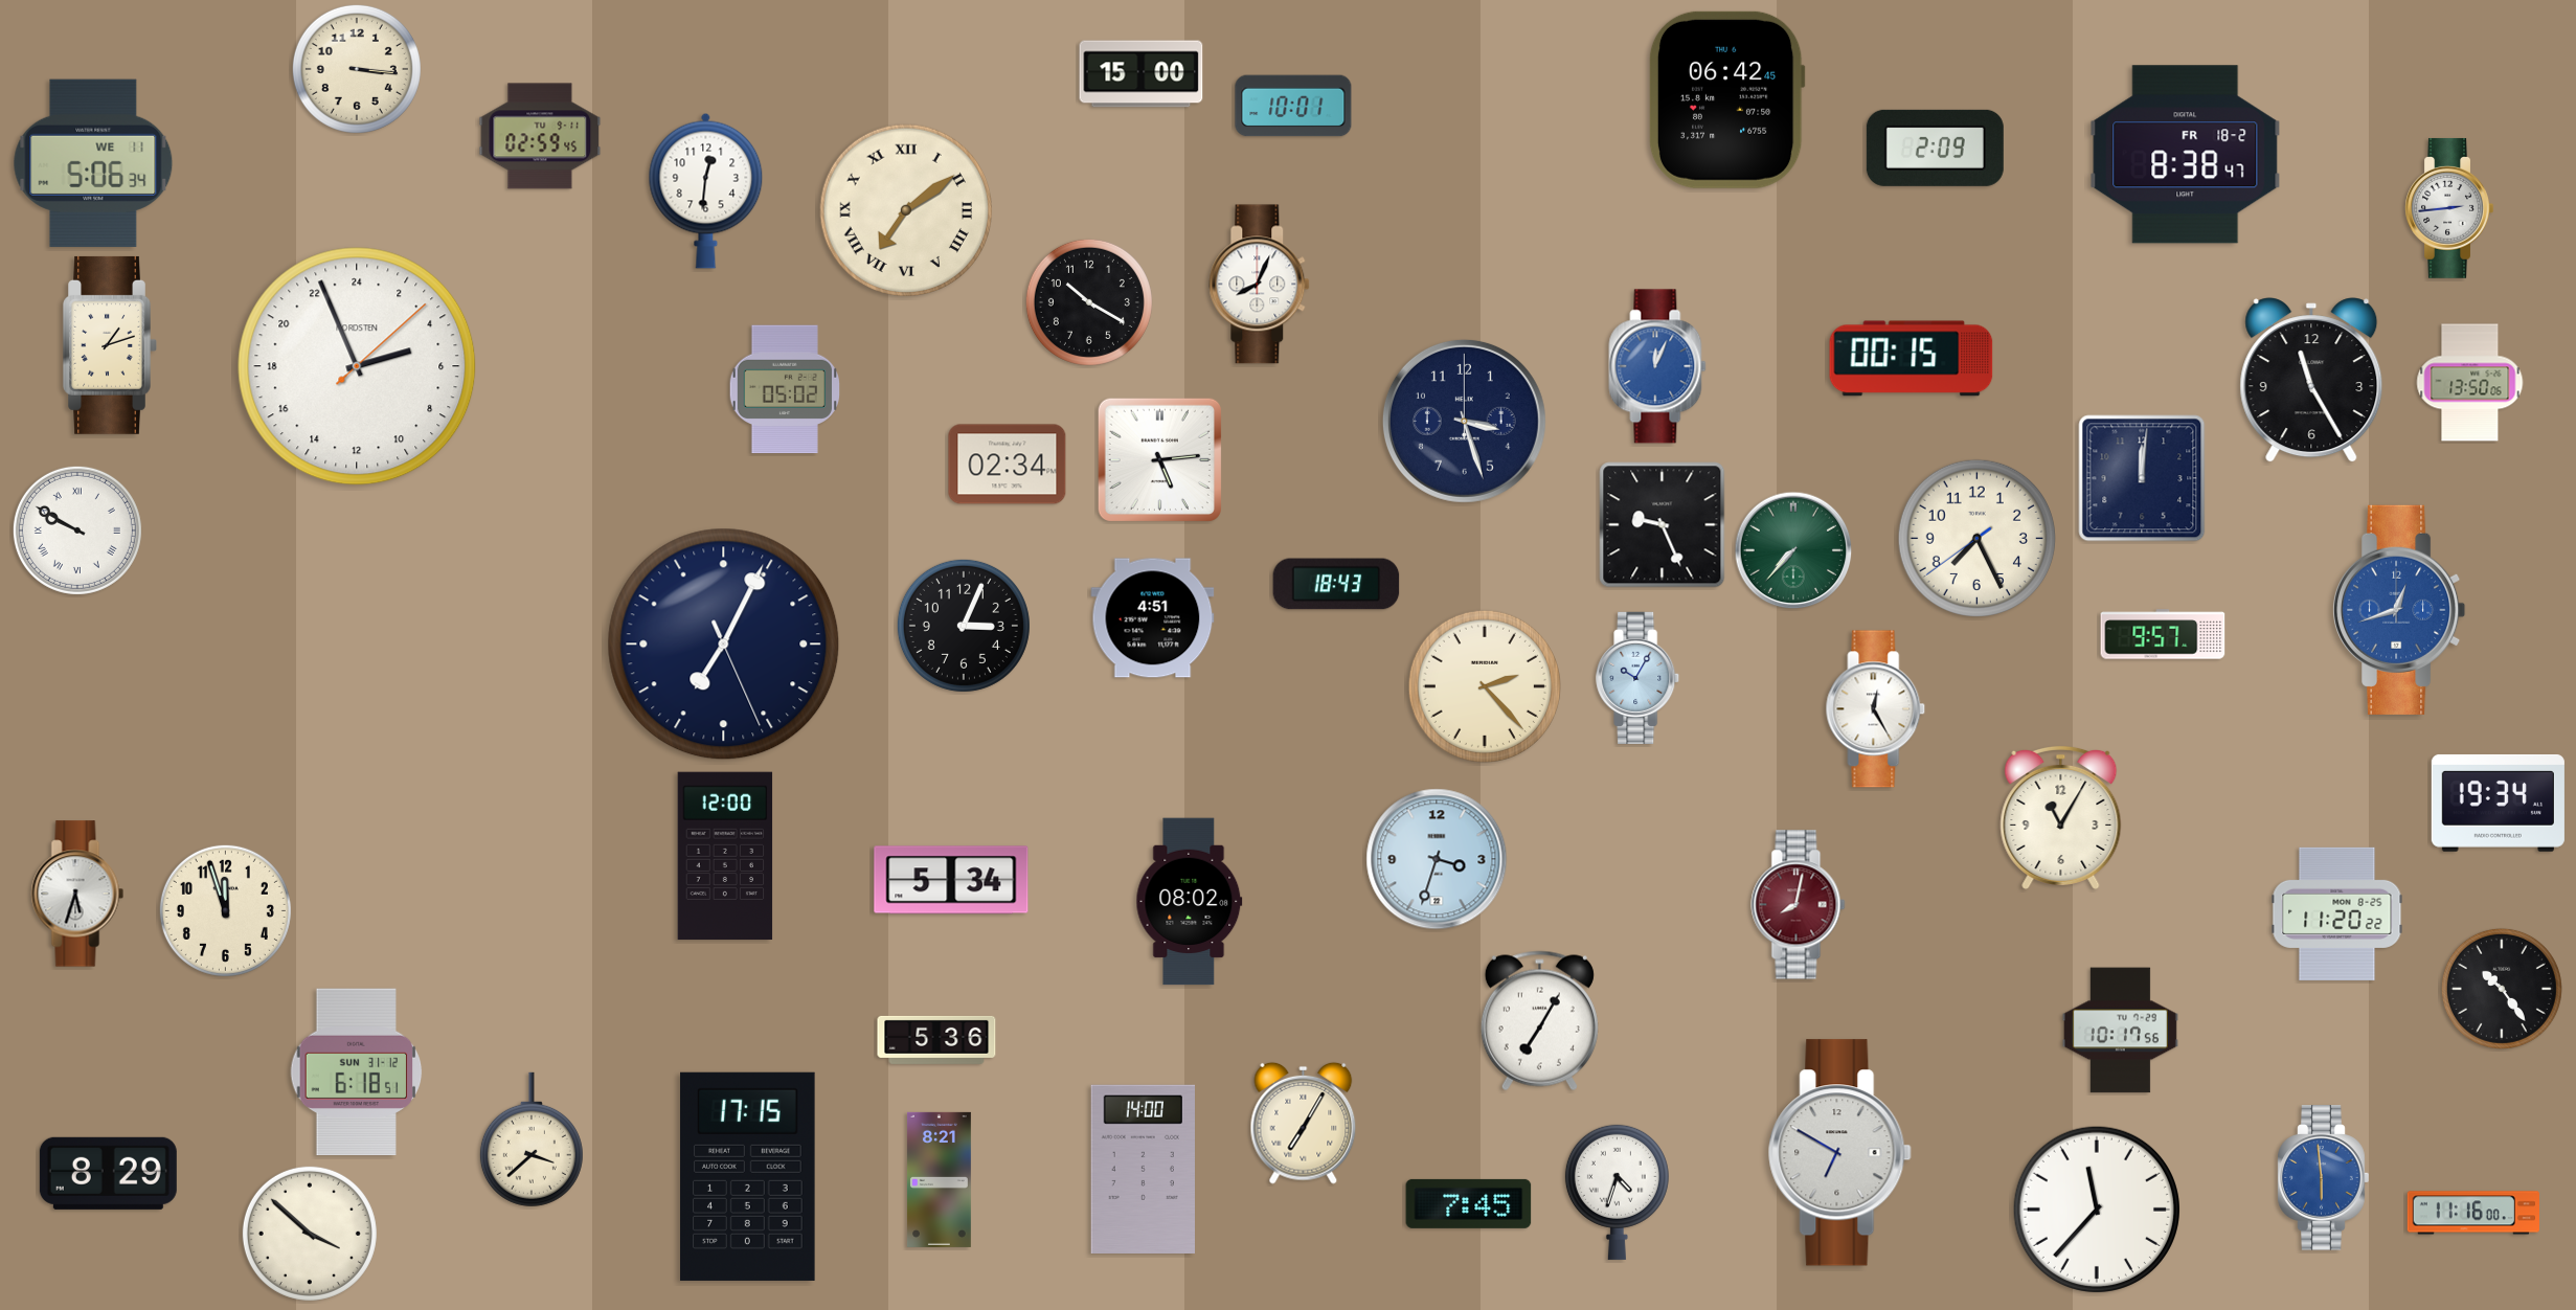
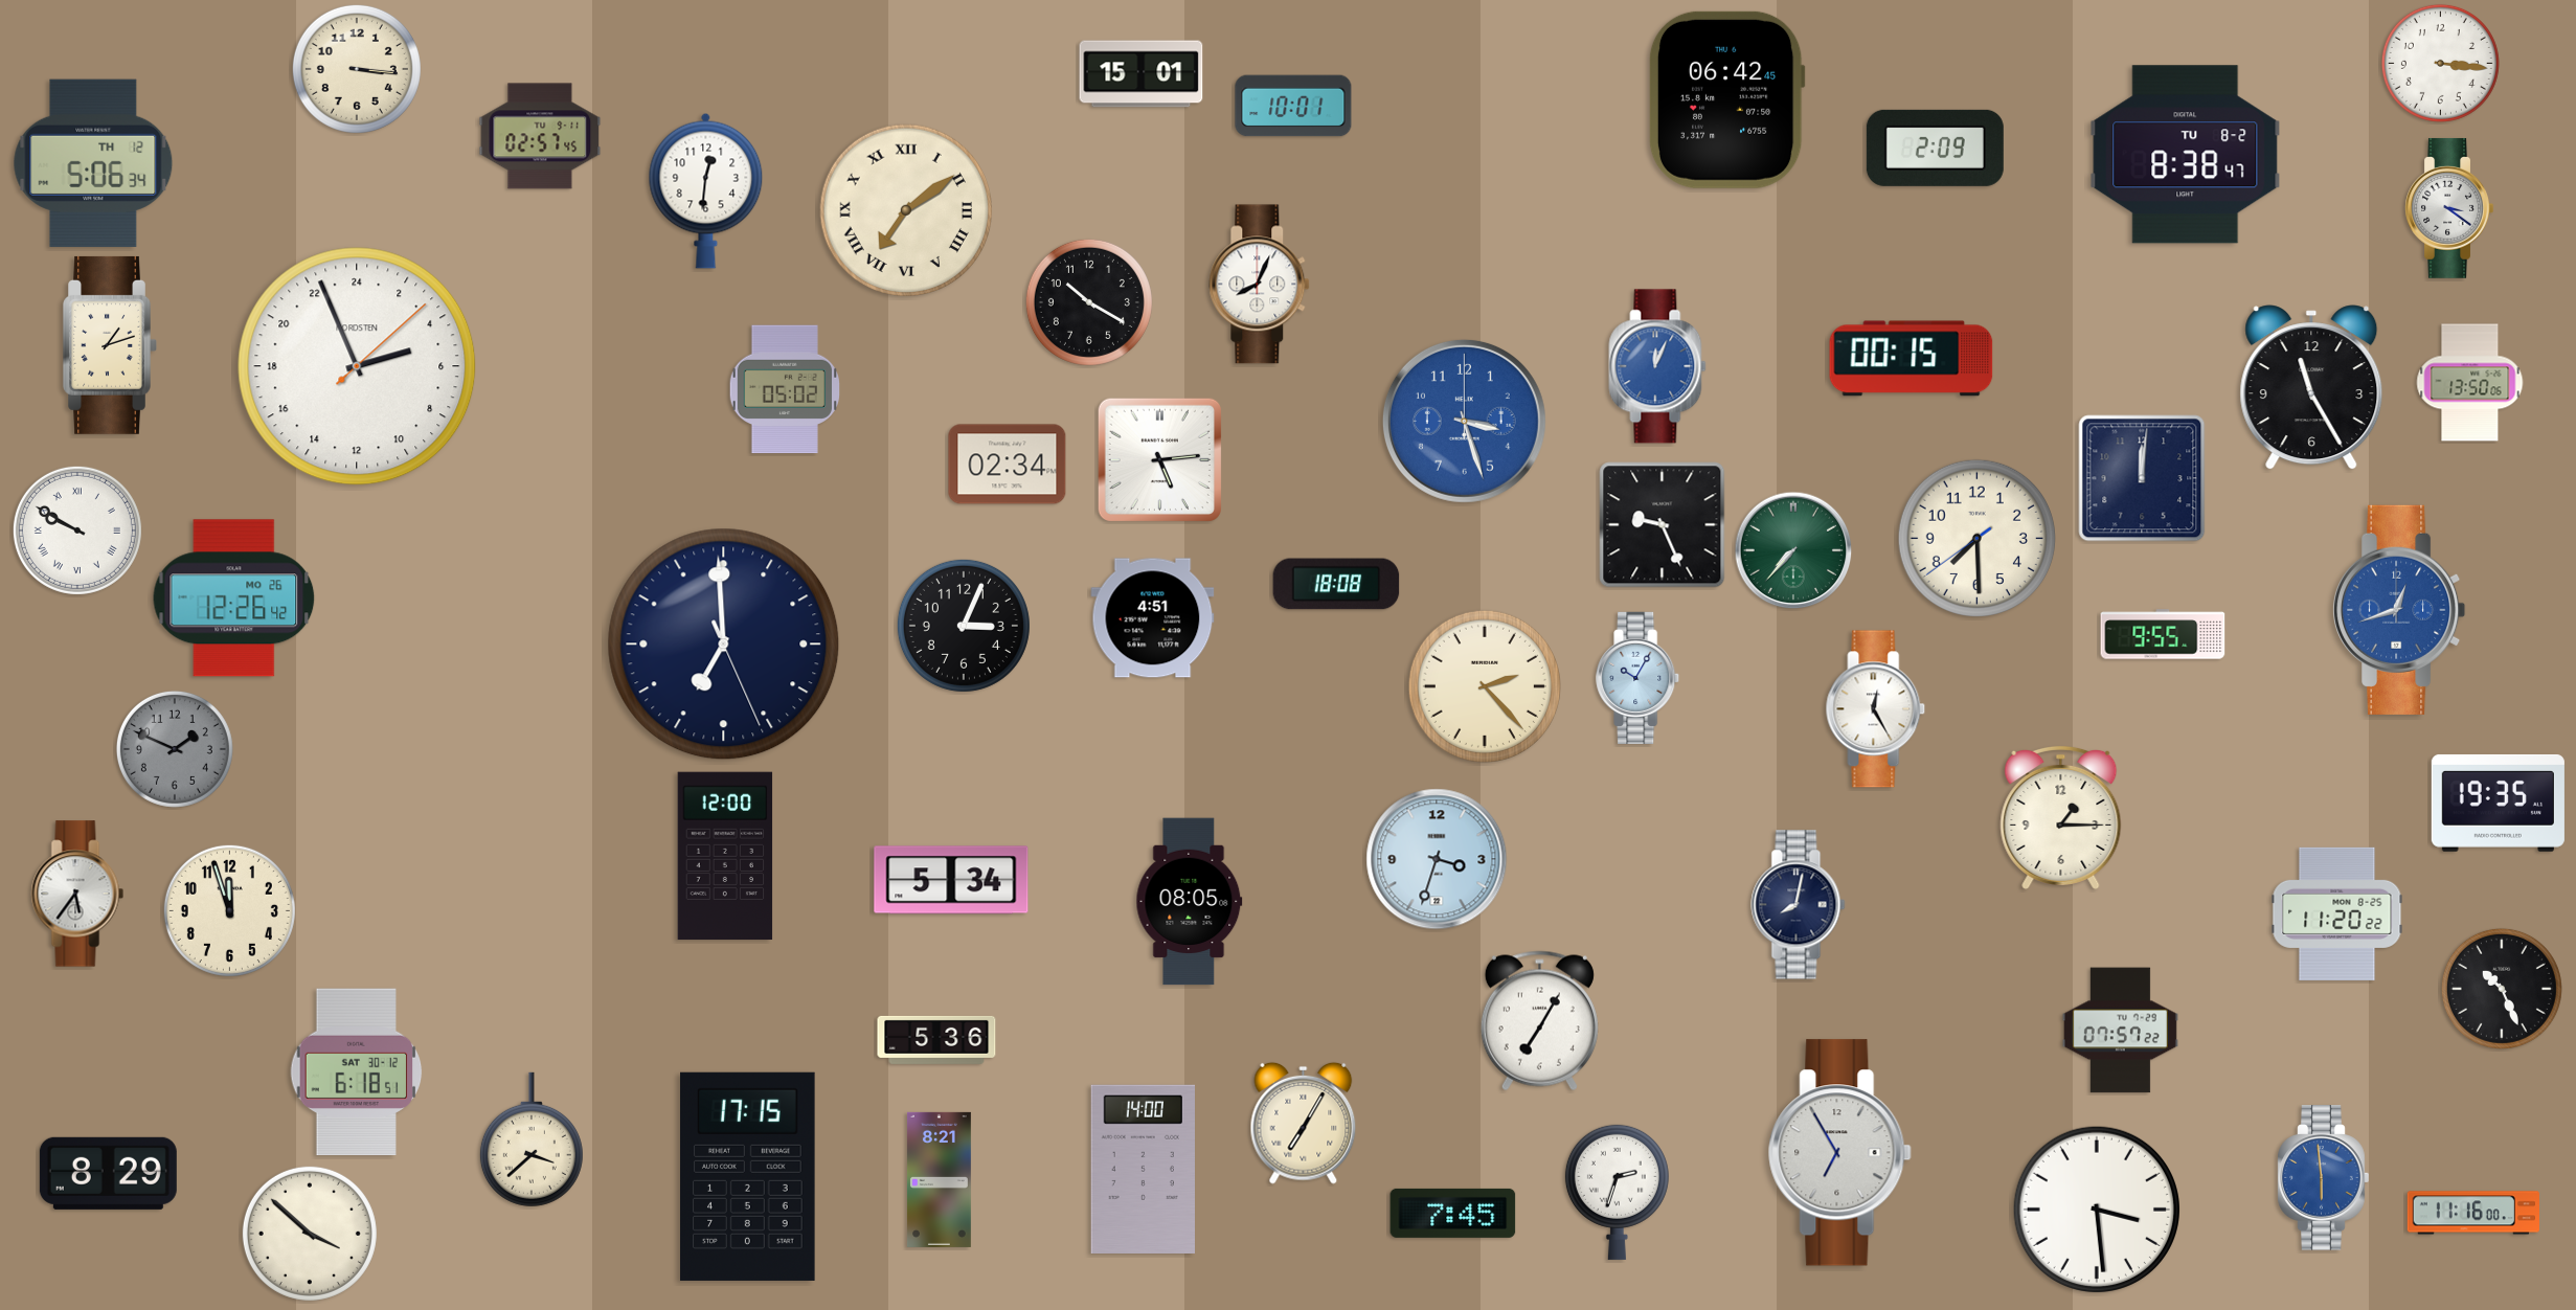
clock at (2440, 63): none -> 3:16
clock at (1142, 74): 15:00 -> 15:01
clock at (540, 136): 02:59 -> 02:57
clock at (2186, 155) date: FR 18-2 -> TU 8-2
clock at (93, 163) date: WE 11 -> TH 12
clock at (2449, 208): 2:44 -> 3:21
clock at (2311, 380) position: (2311, 380) -> (2311, 387)
clock at (1464, 421) dial: navy -> blue
clock at (1976, 538): 7:25 -> 7:29
clock at (1336, 584): 18:43 -> 18:08
clock at (234, 598): none -> 12:26
clock at (2163, 634): 9:57 -> 9:55
clock at (724, 645): 7:04 -> 6:59
clock at (175, 749): none -> 1:49
clock at (2498, 803): 19:34 -> 19:35
clock at (2061, 817): 11:05 -> 1:15
clock at (77, 894): 5:33 -> 5:36
clock at (1190, 902): 08:02 -> 08:05
clock at (1799, 905) dial: burgundy -> navy
clock at (225, 910) position: (225, 910) -> (229, 910)
clock at (2502, 989): 10:24 -> 10:26
clock at (2120, 1031): 10:17 -> 07:57
clock at (357, 1072) date: SUN 31-12 -> SAT 30-12
clock at (1840, 1153): 6:50 -> 6:55
clock at (1617, 1192): 4:33 -> 2:33
clock at (1469, 1203) position: (1469, 1203) -> (1453, 1213)
clock at (2097, 1210): 11:37 -> 3:29
